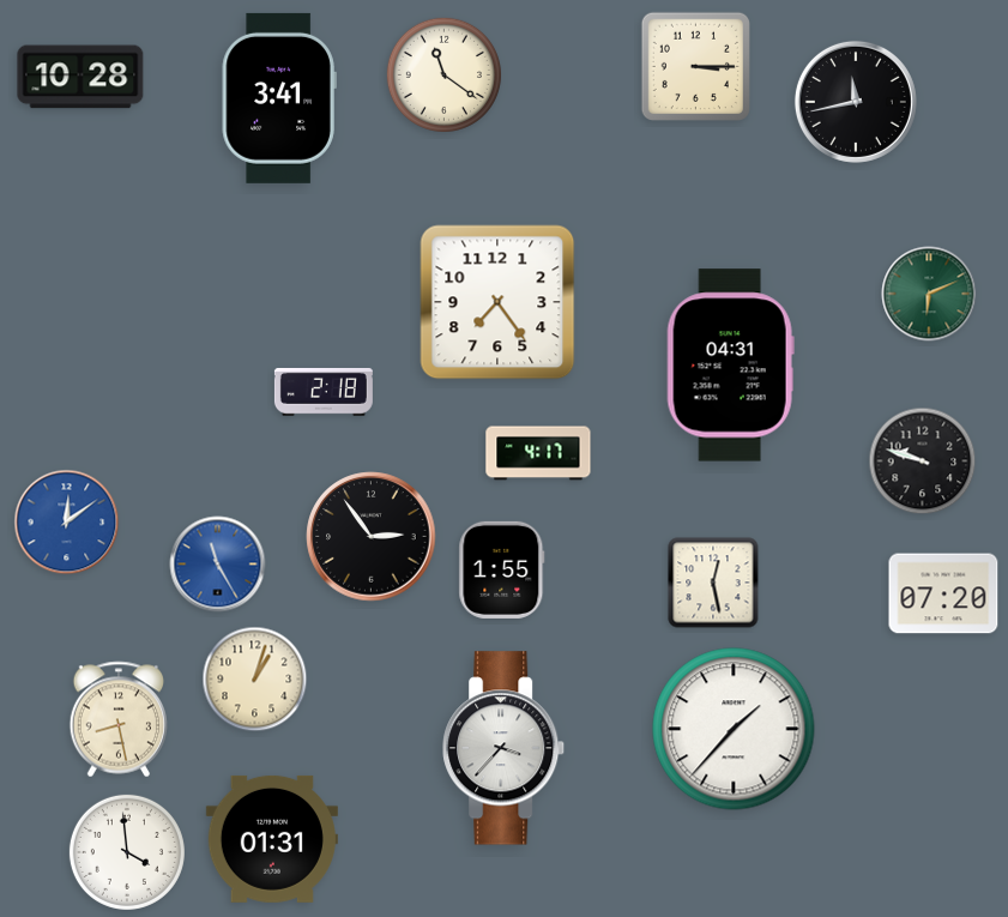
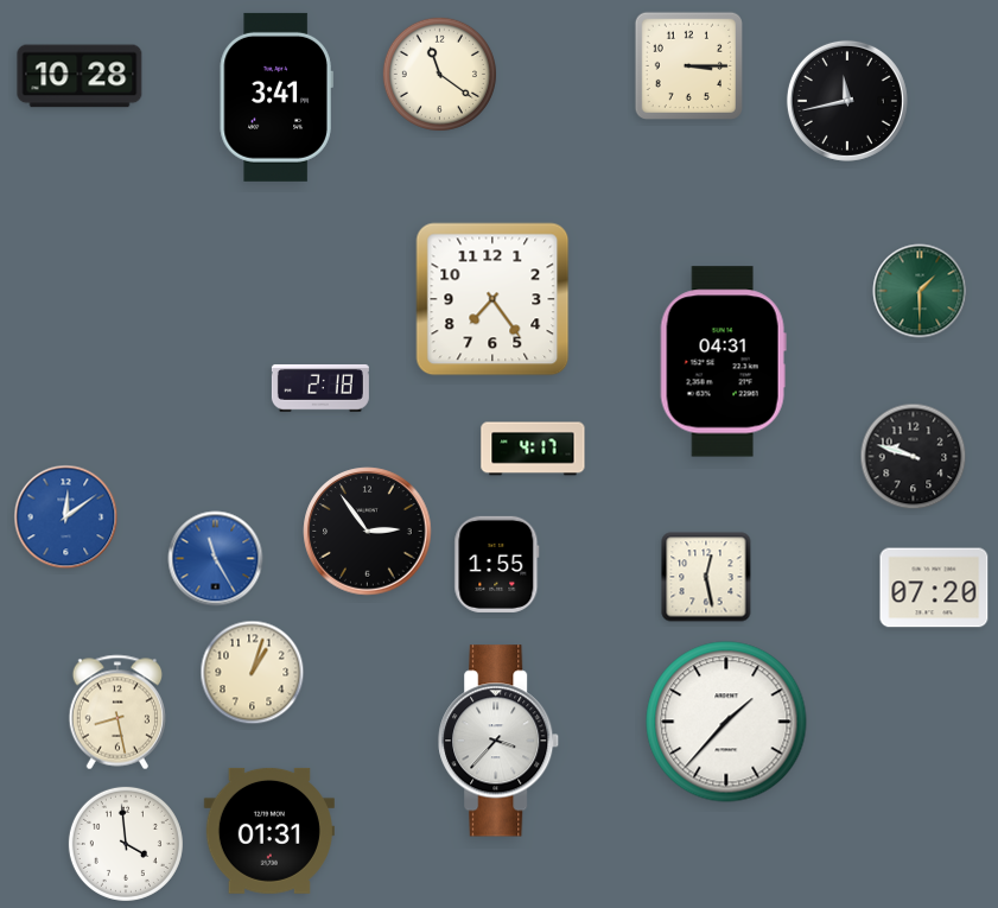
clock at (929, 294): 6:11 -> 1:30
